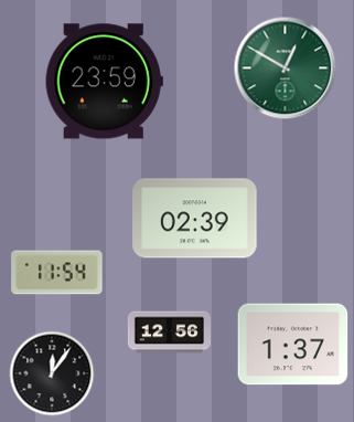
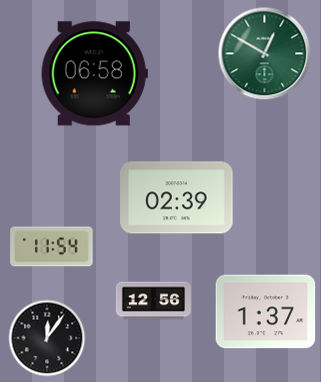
clock at (286, 68) position: (286, 68) -> (265, 54)
clock at (104, 82): 23:59 -> 06:58
